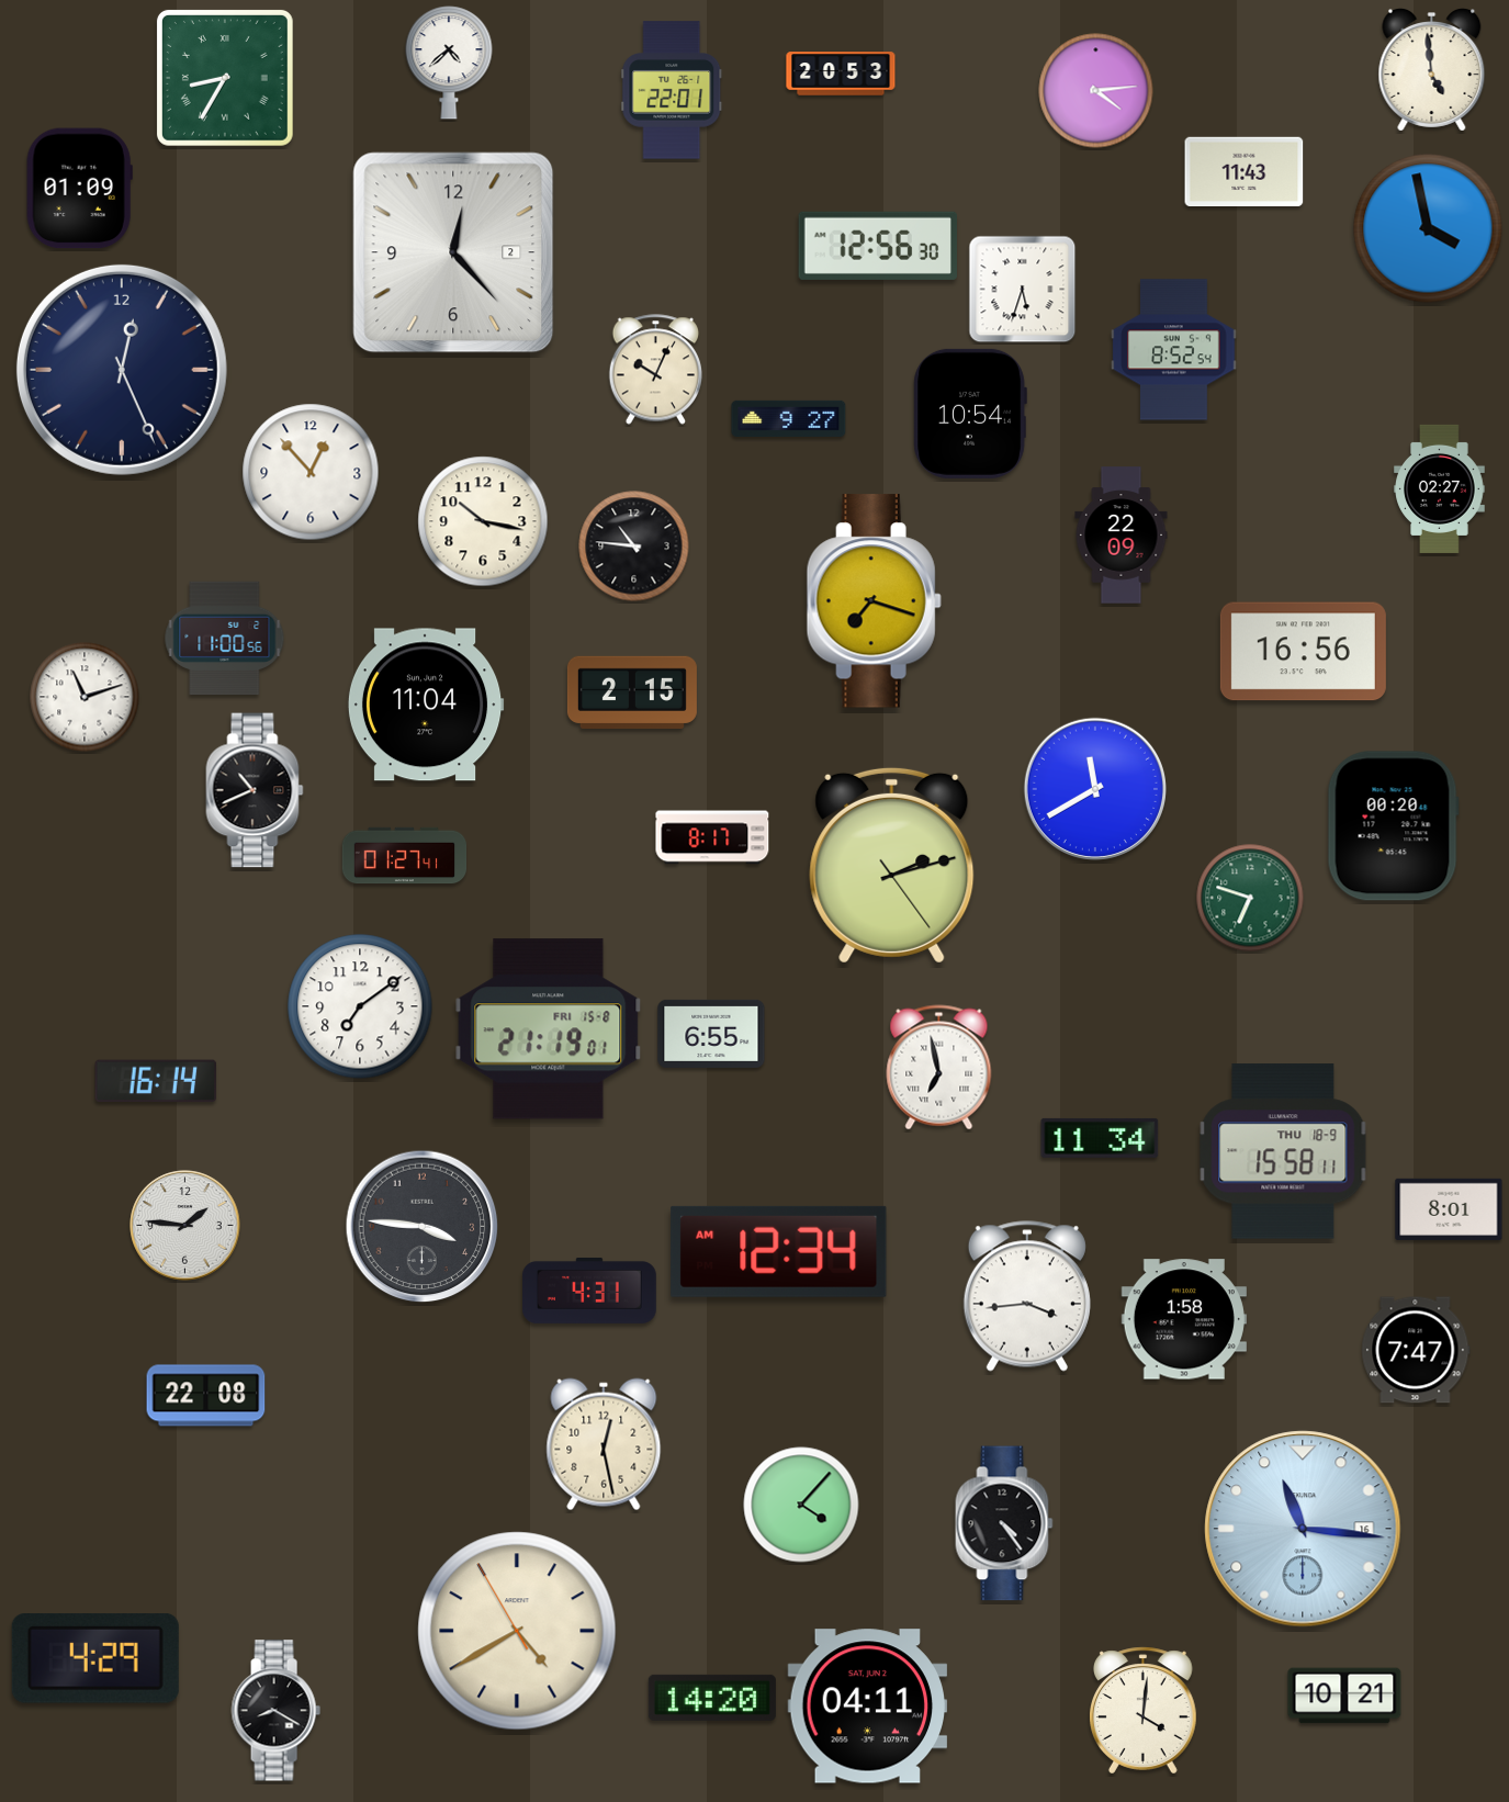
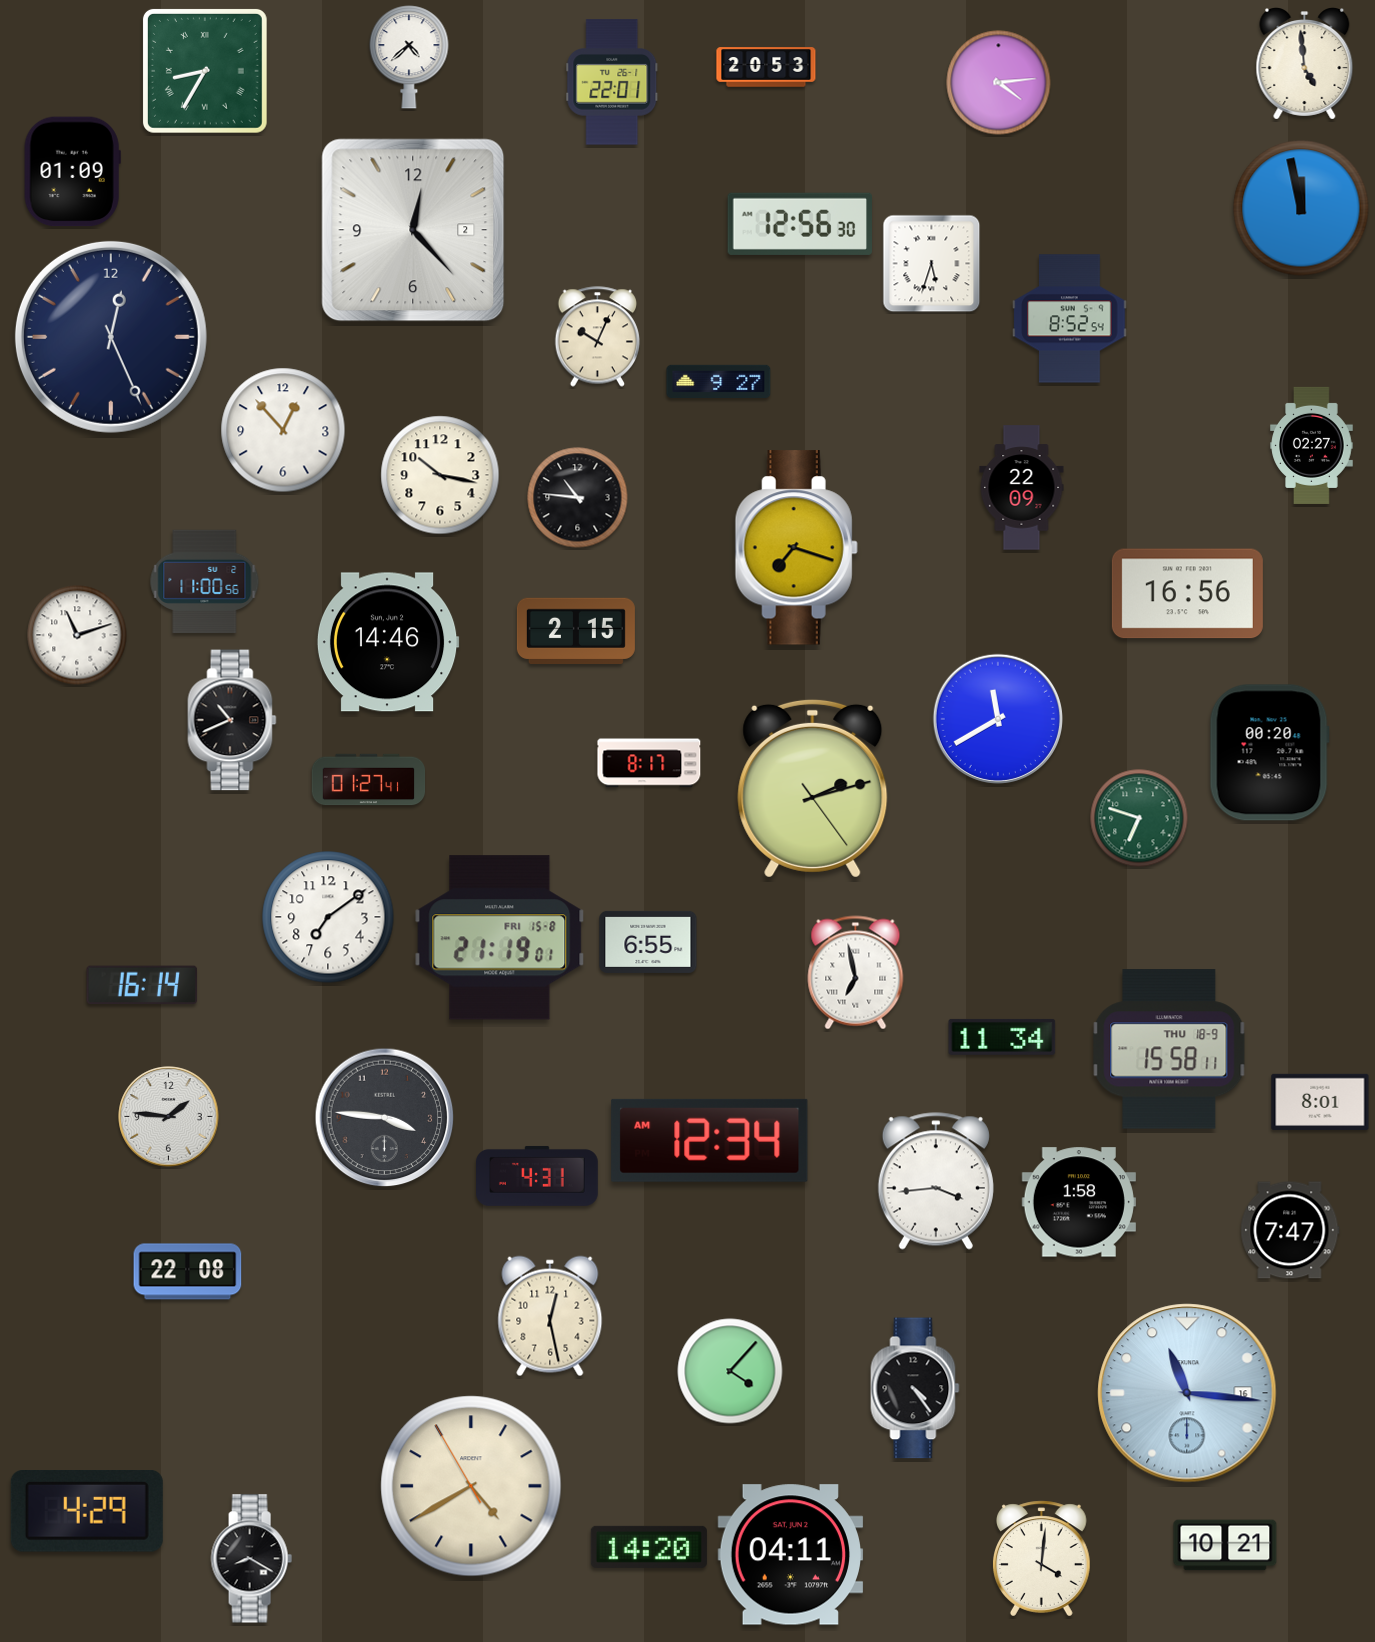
clock at (1245, 171): 11:43 -> none
clock at (1428, 228): 3:58 -> 11:58
clock at (970, 414): 10:54 -> none
clock at (426, 705): 11:04 -> 14:46
